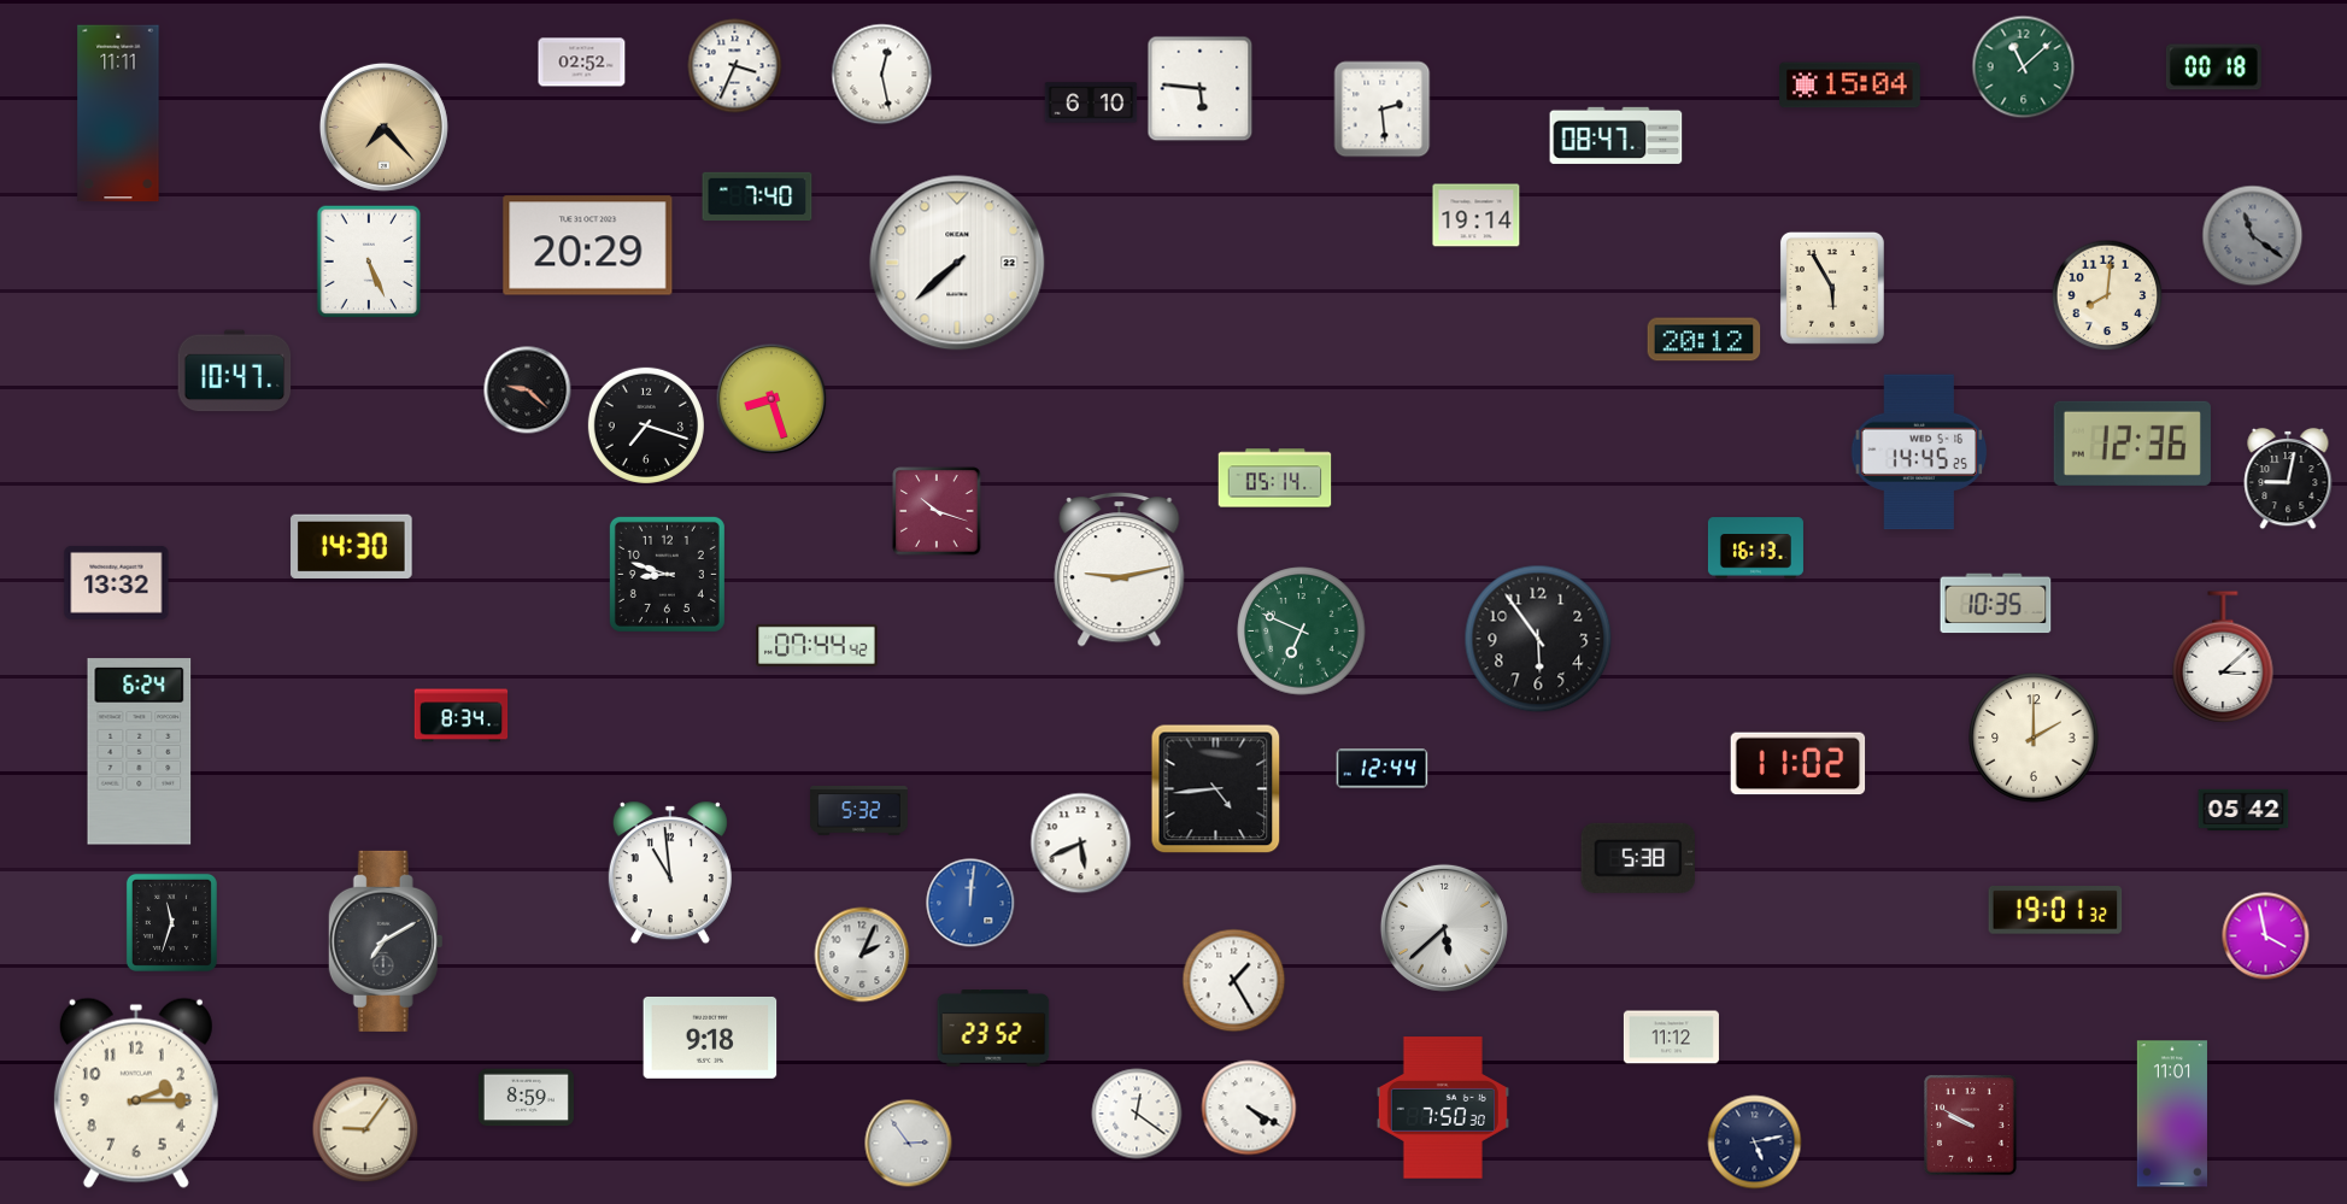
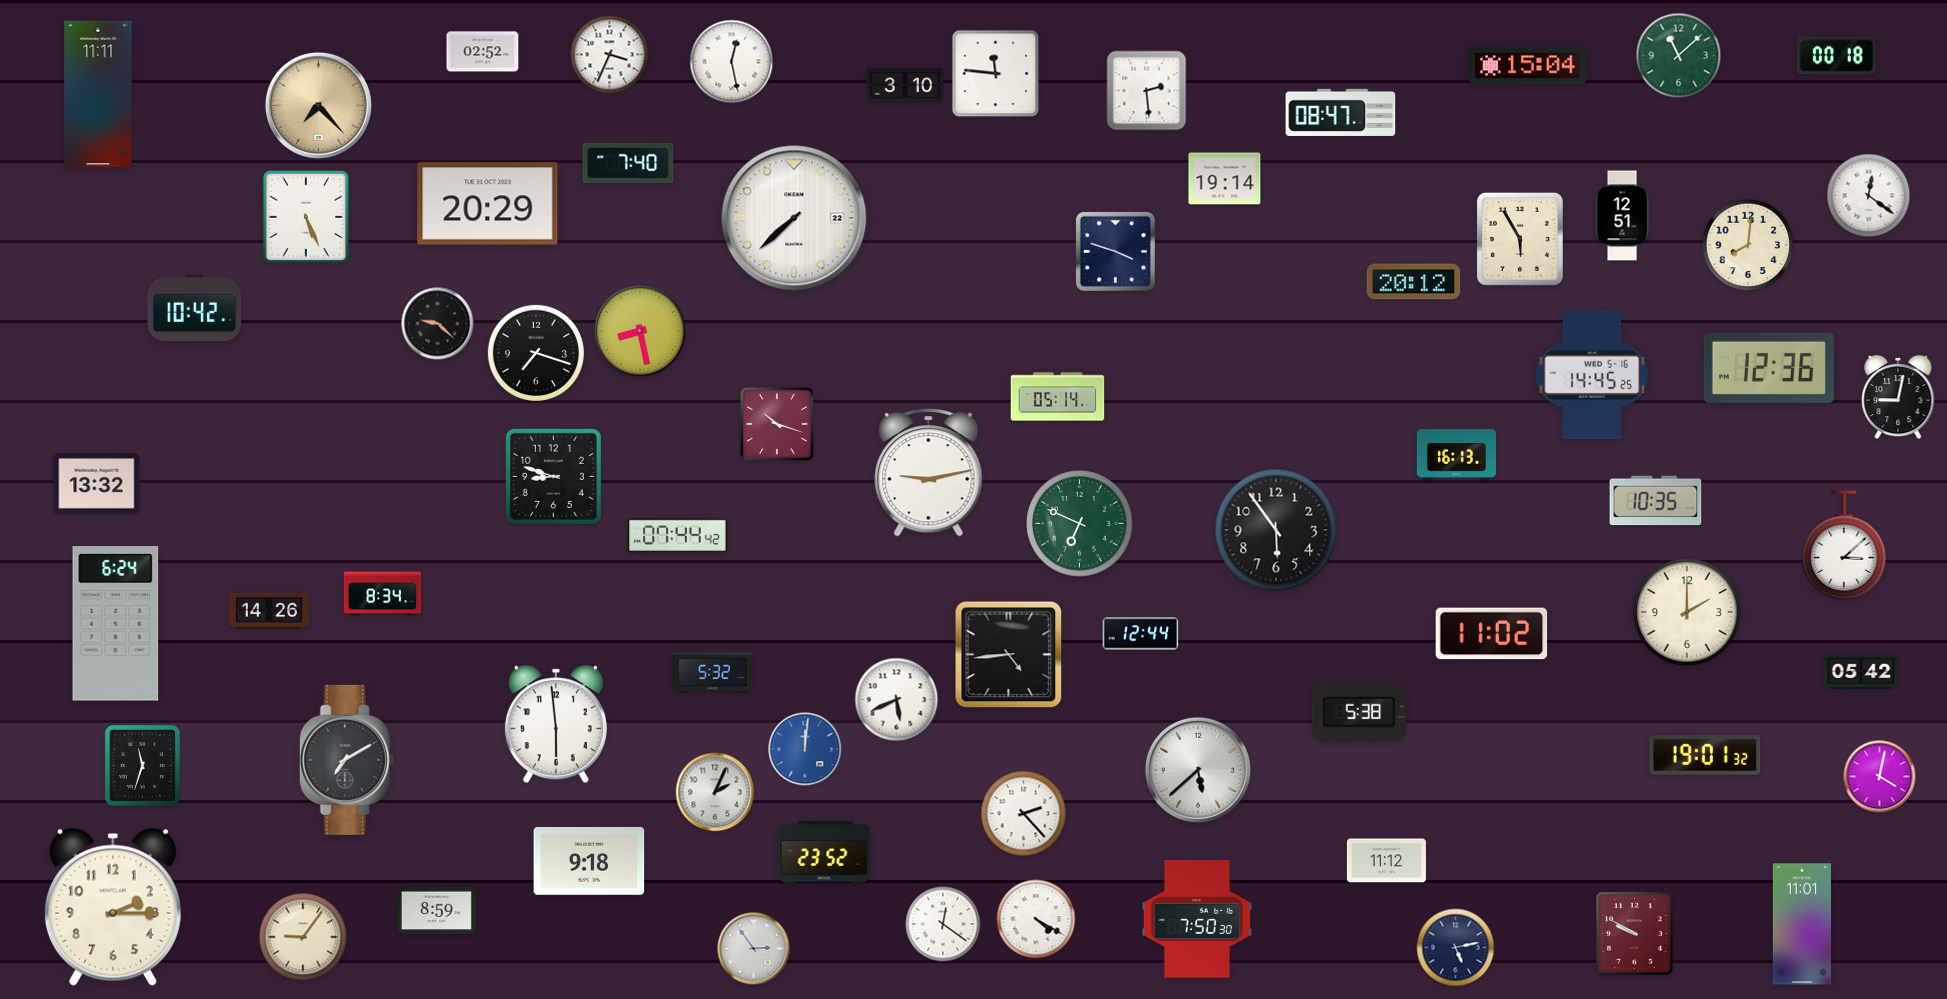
clock at (1850, 86) position: (1850, 86) -> (1528, 66)
clock at (1201, 89): 5:46 -> 11:46
clock at (1091, 102): 6:10 -> 3:10
clock at (2253, 236): 11:21 -> 12:21
clock at (2253, 236) dial: grey -> white
clock at (1622, 216): none -> 12:51
clock at (1115, 251): none -> 3:48
clock at (235, 371): 10:47 -> 10:42
clock at (771, 399): 8:27 -> 8:28
clock at (352, 546): 14:30 -> none
clock at (269, 611): none -> 14:26
clock at (1383, 769) position: (1383, 769) -> (1141, 634)
clock at (670, 873): 10:59 -> 5:59
clock at (2266, 936): 3:58 -> 4:02
clock at (386, 941) position: (386, 941) -> (347, 760)
clock at (1234, 981): 1:25 -> 2:23
